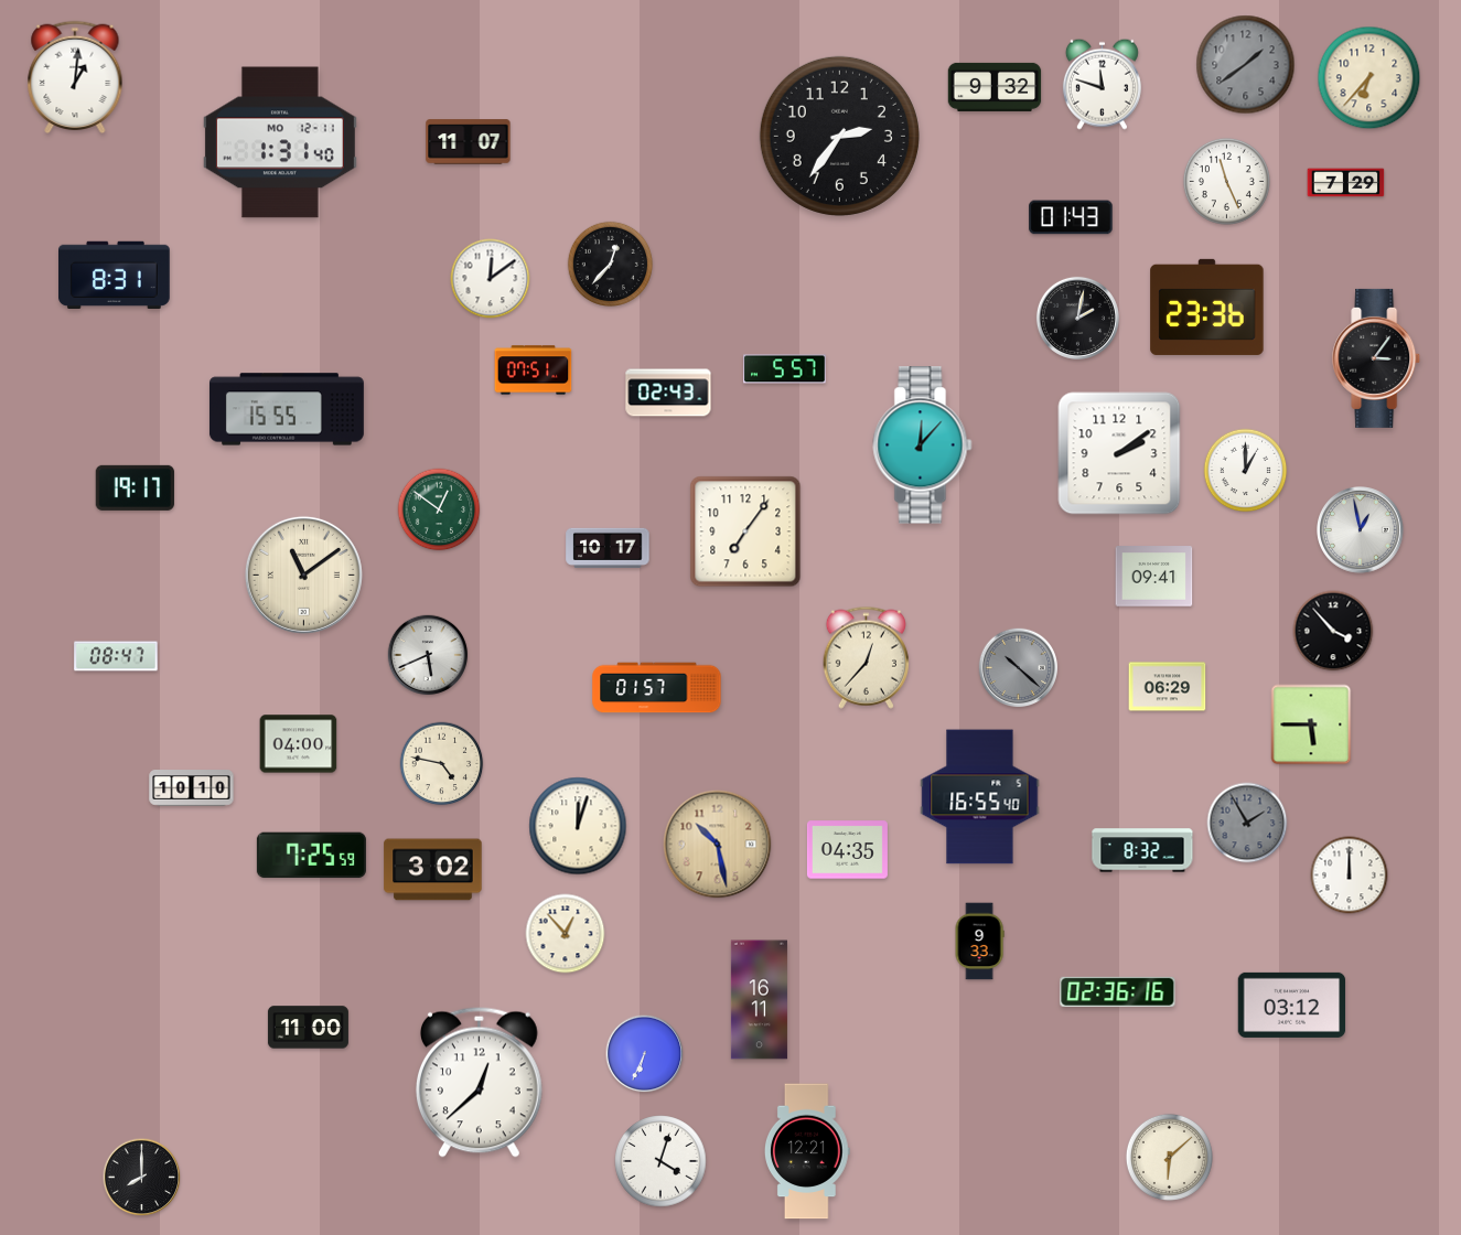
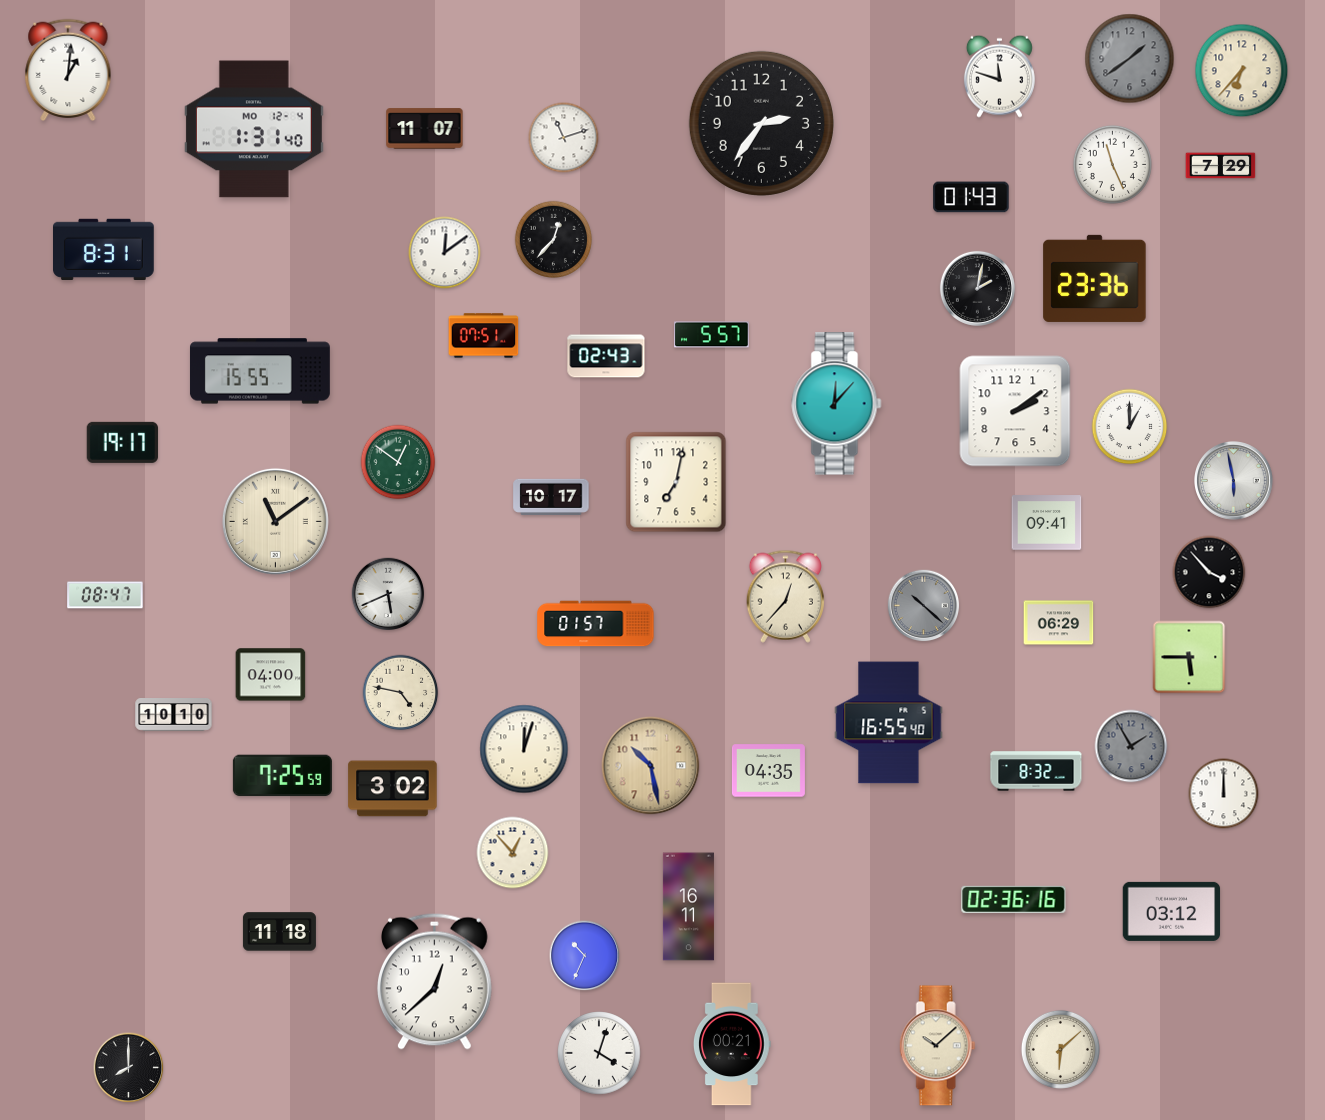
clock at (995, 87): 9:32 -> none
clock at (280, 142) date: MO 12-11 -> MO 12-4
clock at (564, 138): none -> 11:12
clock at (1377, 358): 3:06 -> none
clock at (1361, 530): 12:58 -> 5:58
clock at (745, 531): 7:06 -> 7:02
clock at (566, 934) position: (566, 934) -> (513, 853)
clock at (979, 942): 9:33 -> none
clock at (308, 1028): 11:00 -> 11:18
clock at (645, 1054): 6:34 -> 10:34
clock at (808, 1151): 12:21 -> 00:21
clock at (937, 1046): none -> 10:08
